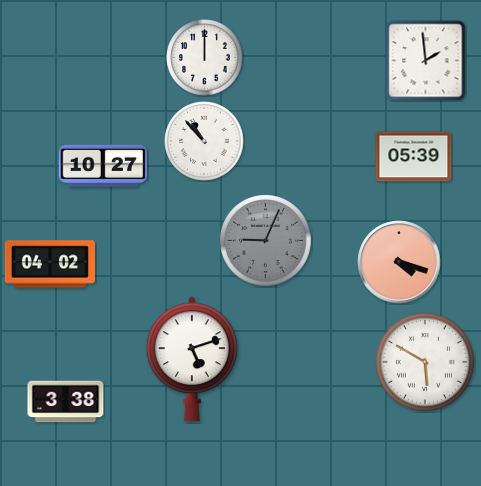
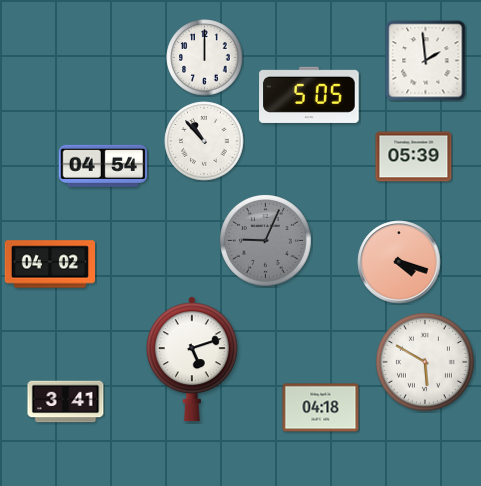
clock at (309, 95): none -> 5:05
clock at (103, 166): 10:27 -> 04:54
clock at (66, 402): 3:38 -> 3:41
clock at (321, 408): none -> 04:18
